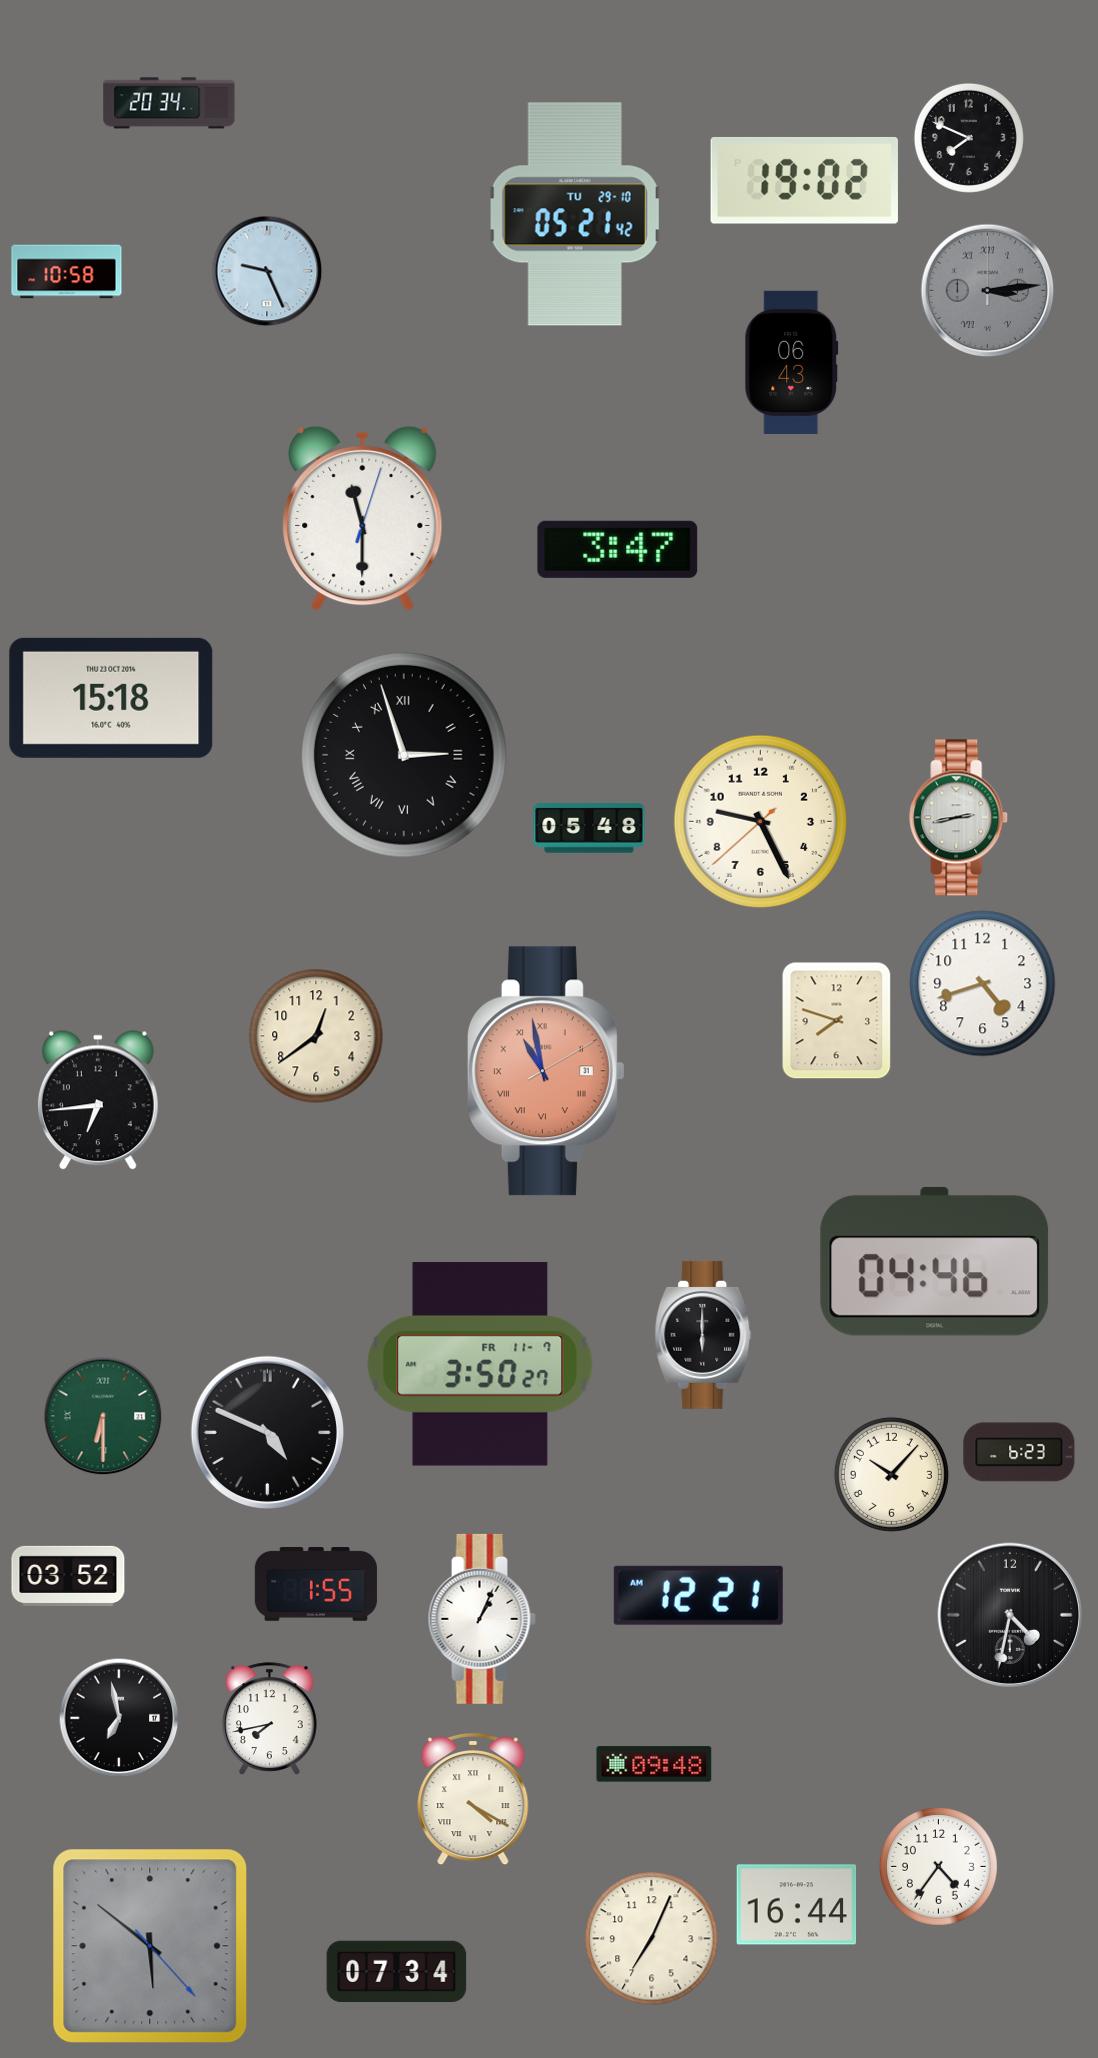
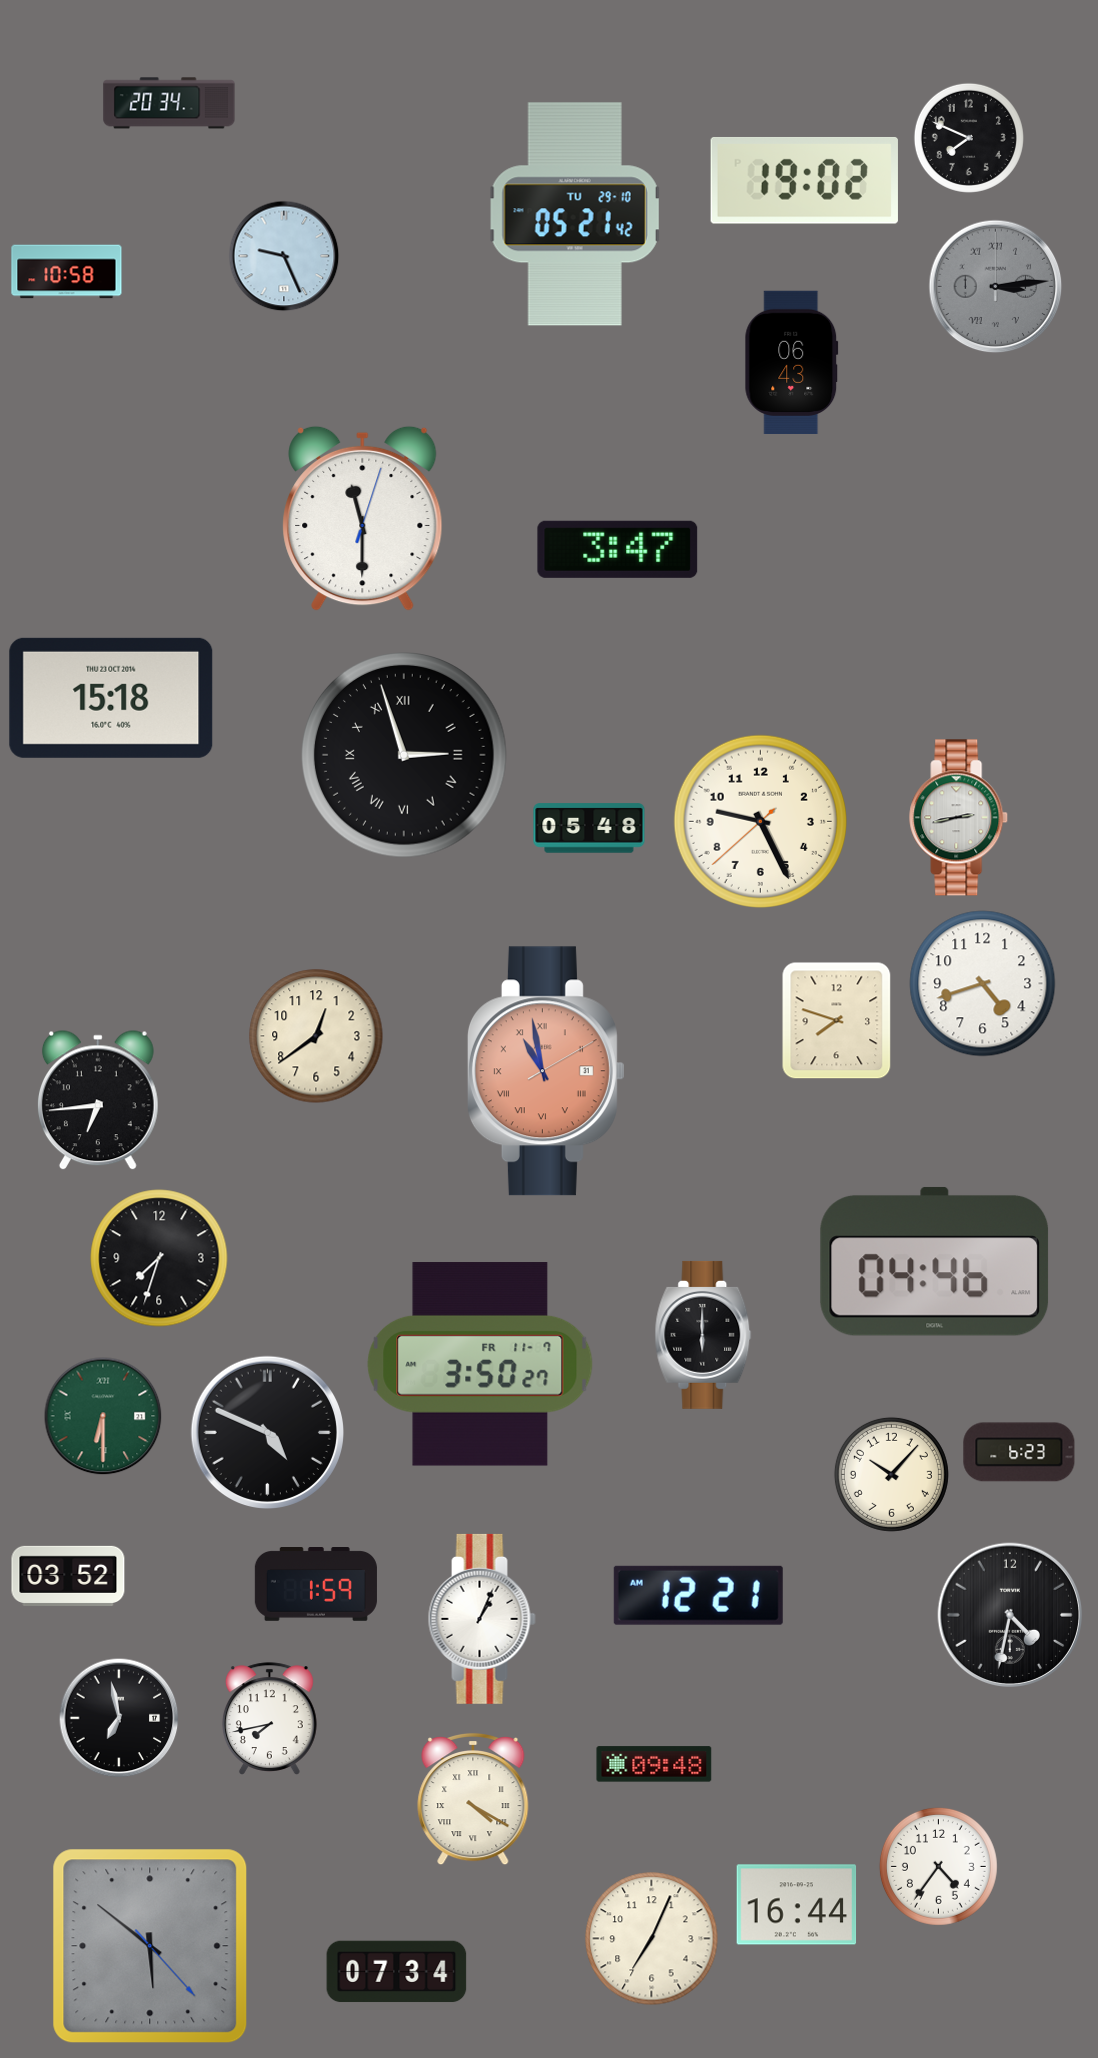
clock at (267, 271) position: (267, 271) -> (284, 256)
clock at (988, 291) position: (988, 291) -> (996, 287)
clock at (159, 1258): none -> 7:33
clock at (316, 1585): 1:55 -> 1:59
